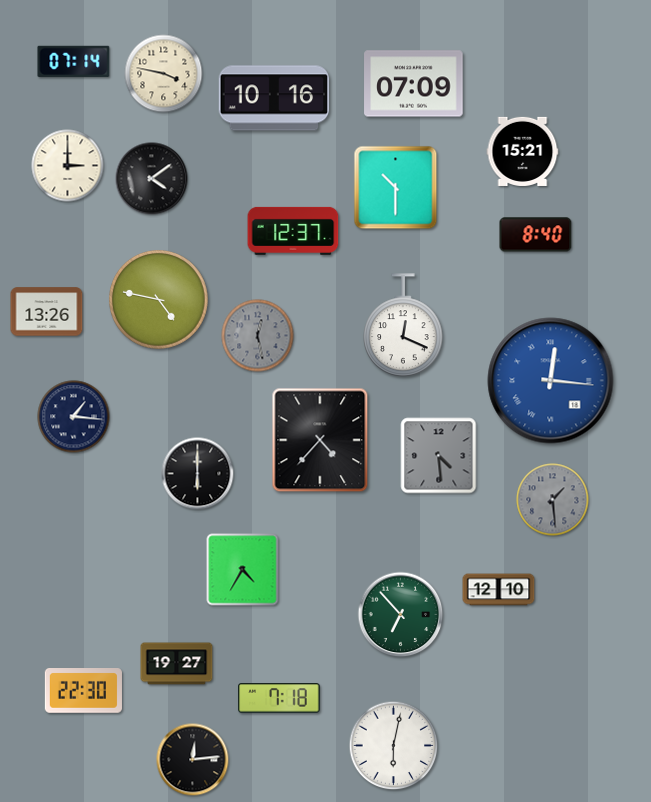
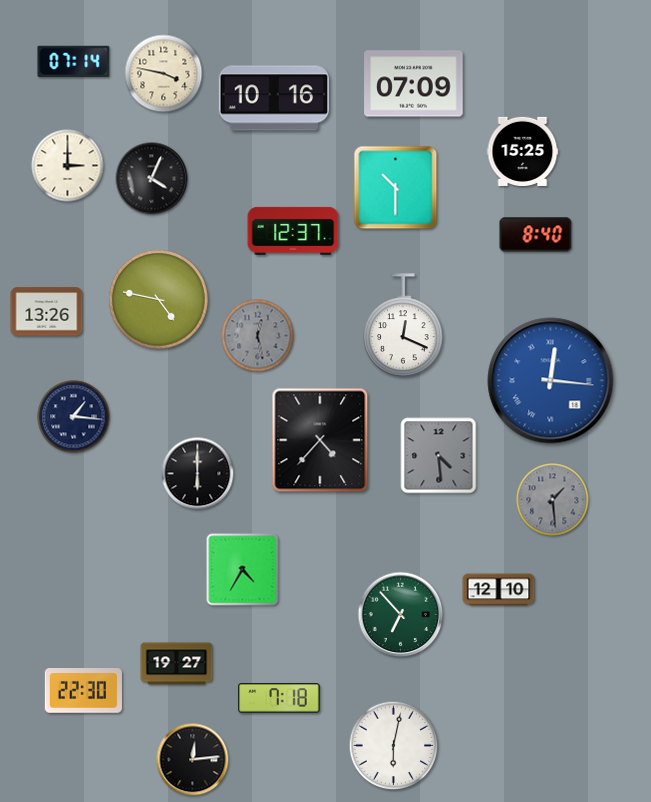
clock at (523, 151): 15:21 -> 15:25
clock at (152, 179): 4:09 -> 4:04
